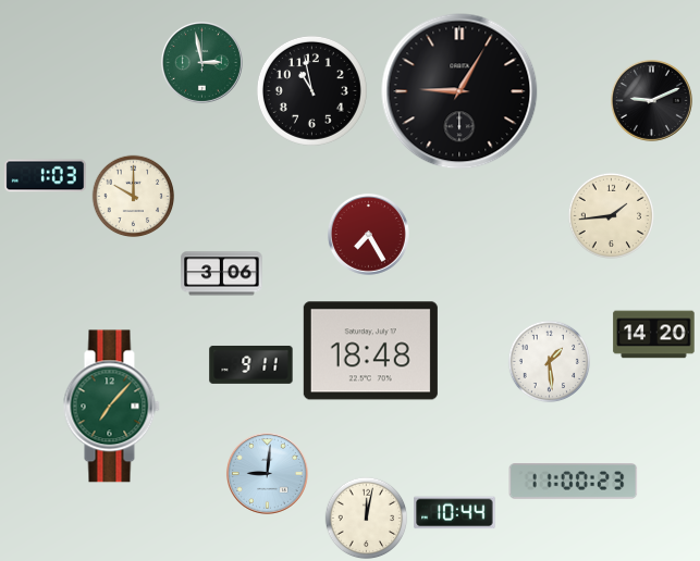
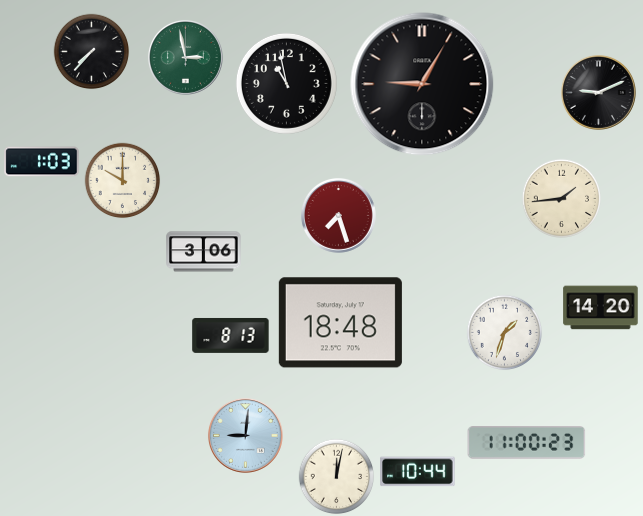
clock at (92, 52): none -> 7:37
clock at (368, 234): 7:25 -> 7:27
clock at (550, 362): 1:29 -> 1:33
clock at (251, 365): 9:11 -> 8:13
clock at (111, 407): 7:07 -> none
